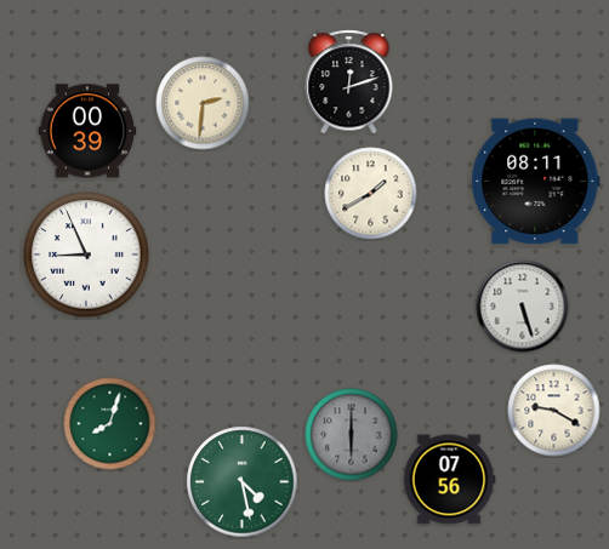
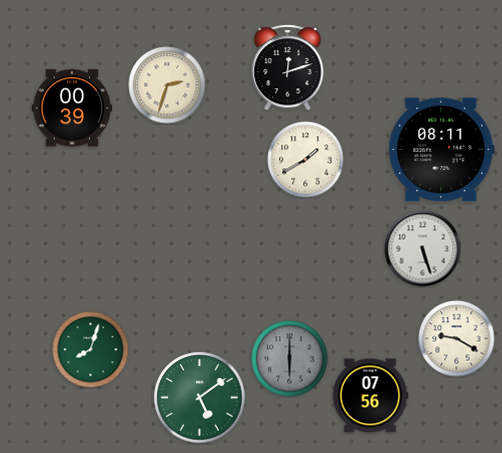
clock at (203, 103): 2:31 -> 2:33
clock at (86, 255): 8:56 -> none
clock at (523, 307) position: (523, 307) -> (423, 249)
clock at (243, 482): 4:28 -> 5:09
